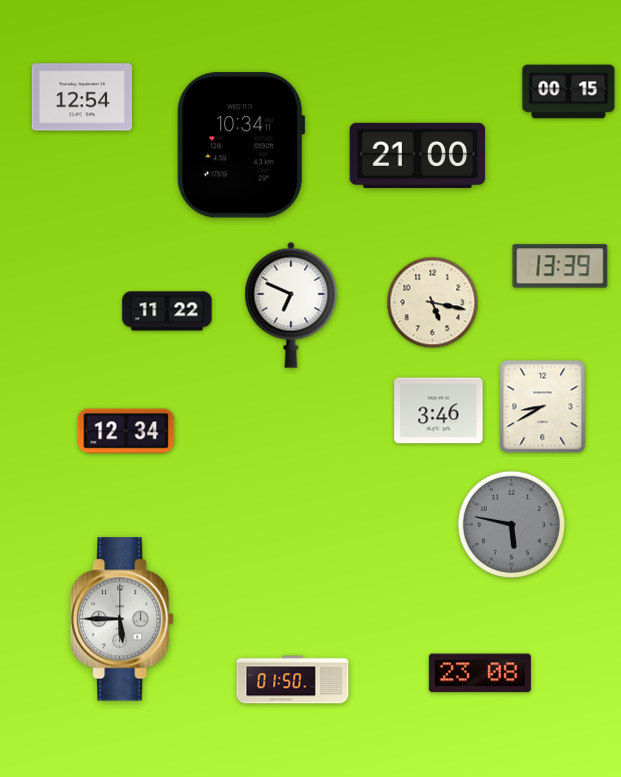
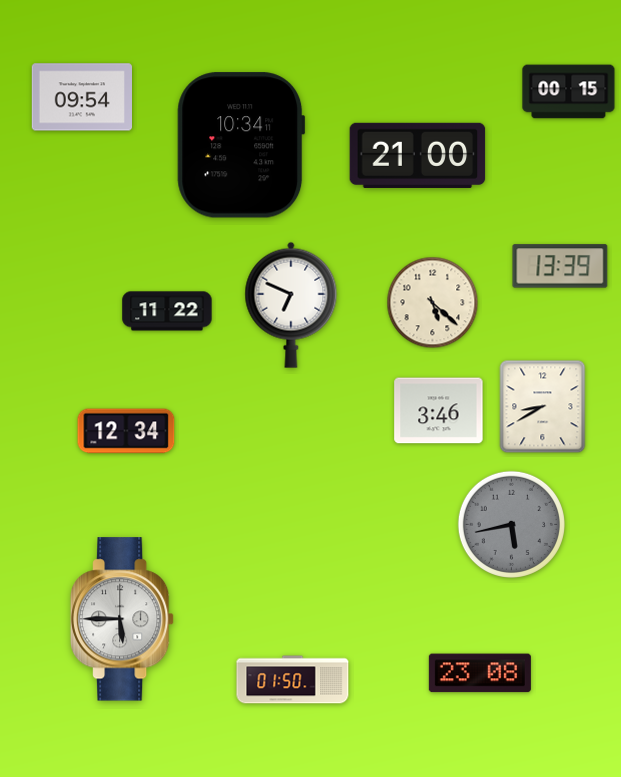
clock at (81, 97): 12:54 -> 09:54
clock at (433, 303): 5:17 -> 5:22
clock at (511, 524): 5:47 -> 5:43
